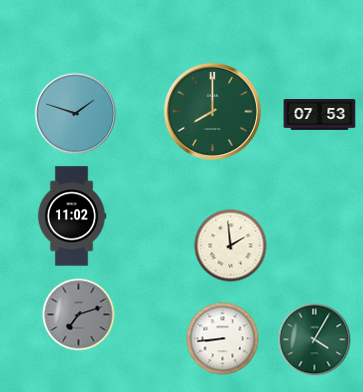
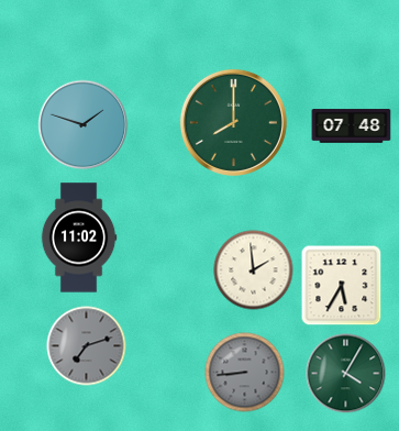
clock at (320, 115): 07:53 -> 07:48
clock at (342, 286): none -> 5:35
clock at (223, 339) dial: white -> grey
